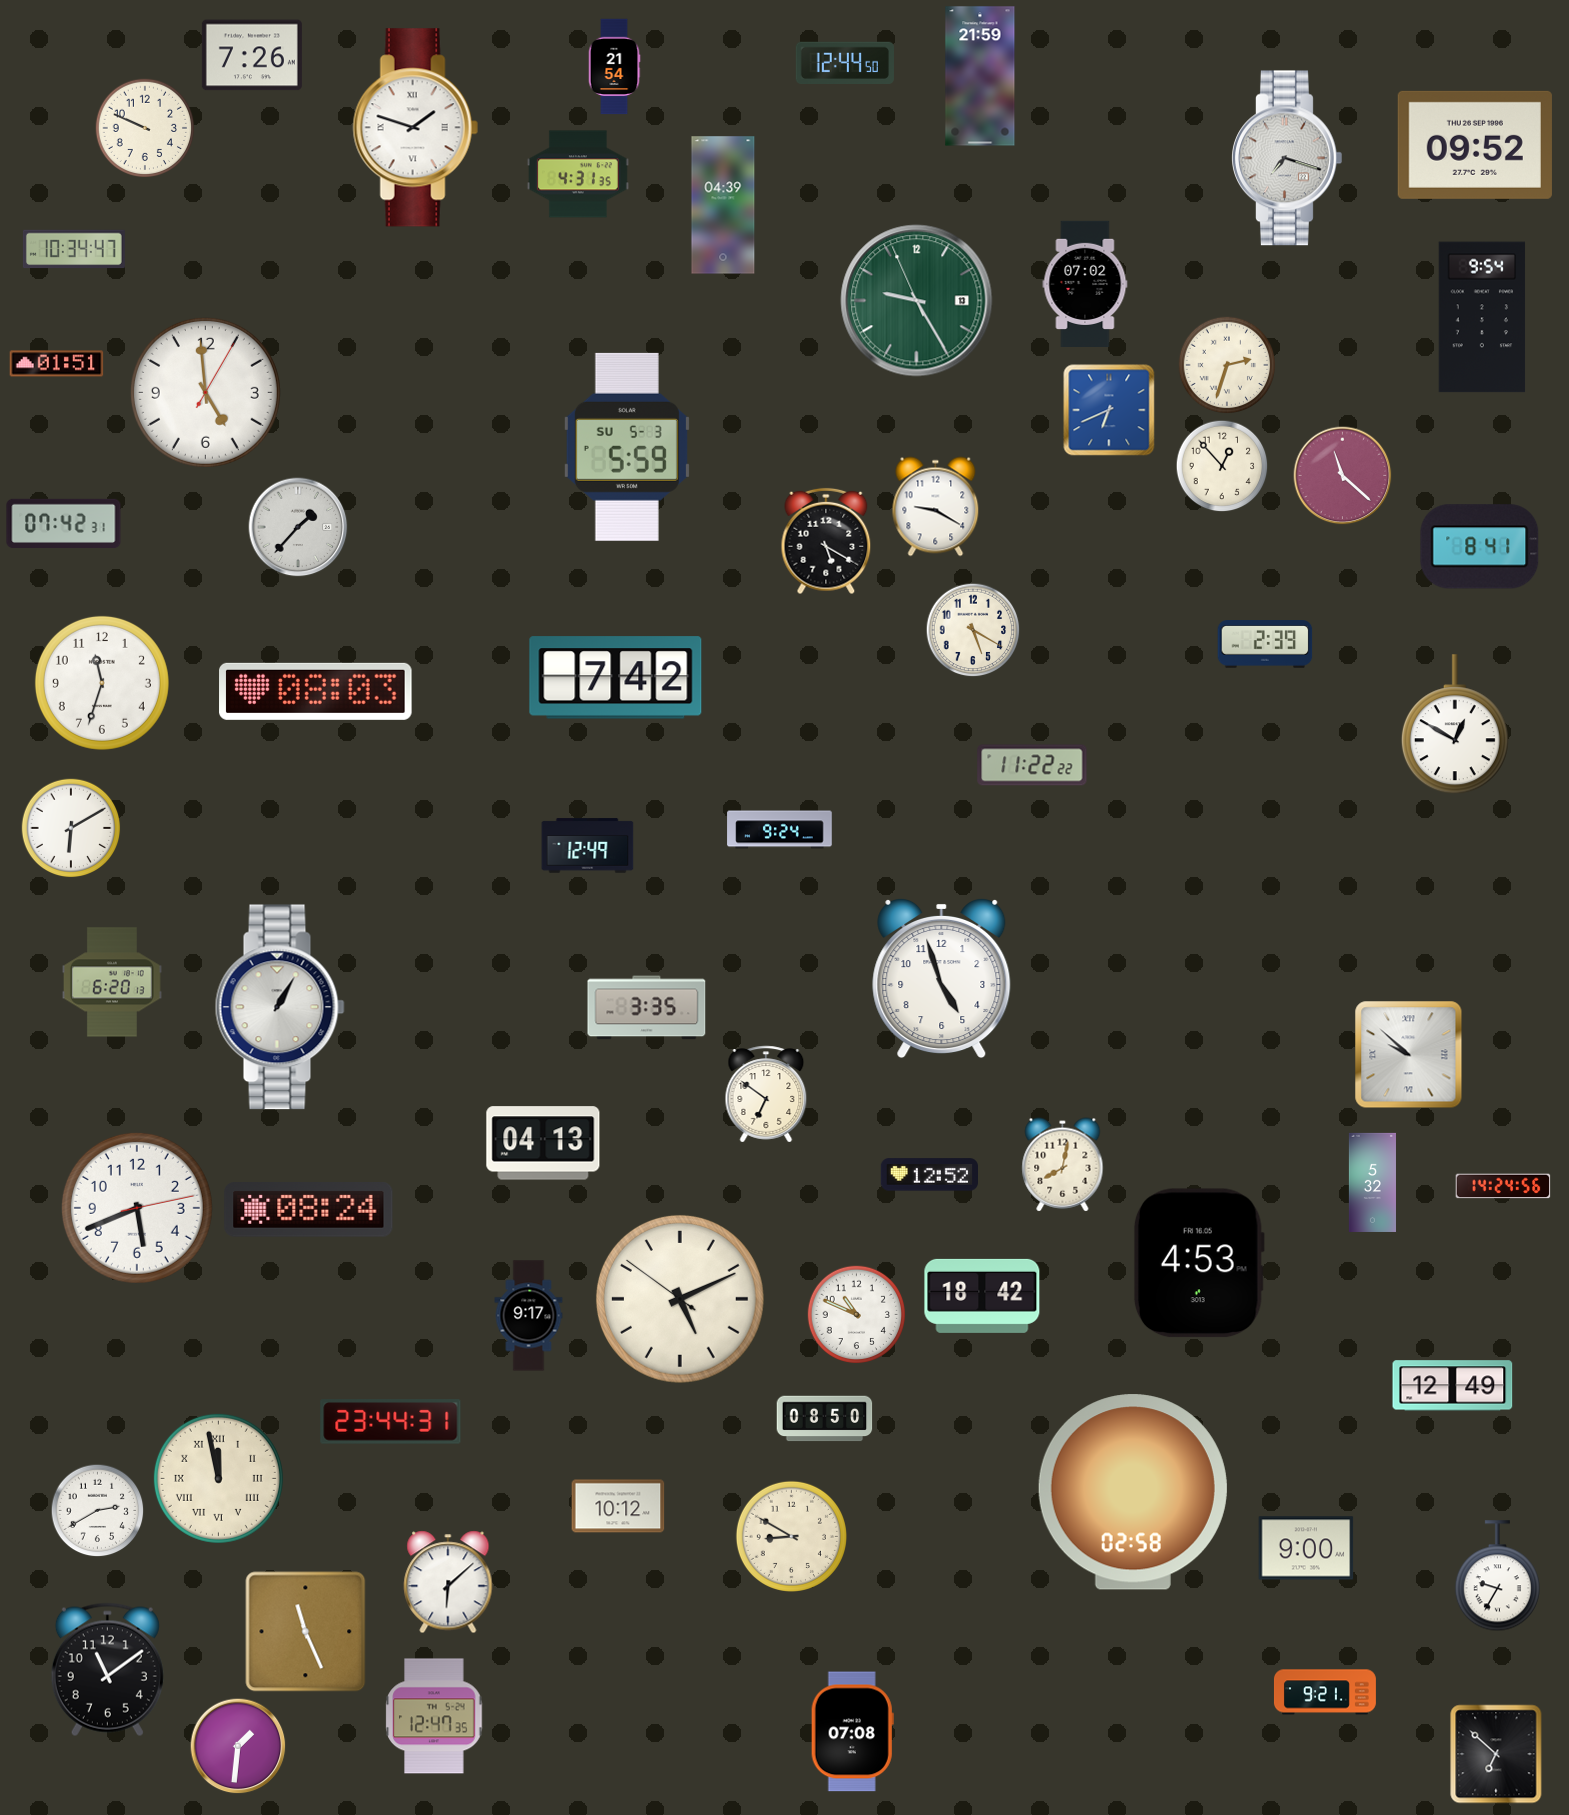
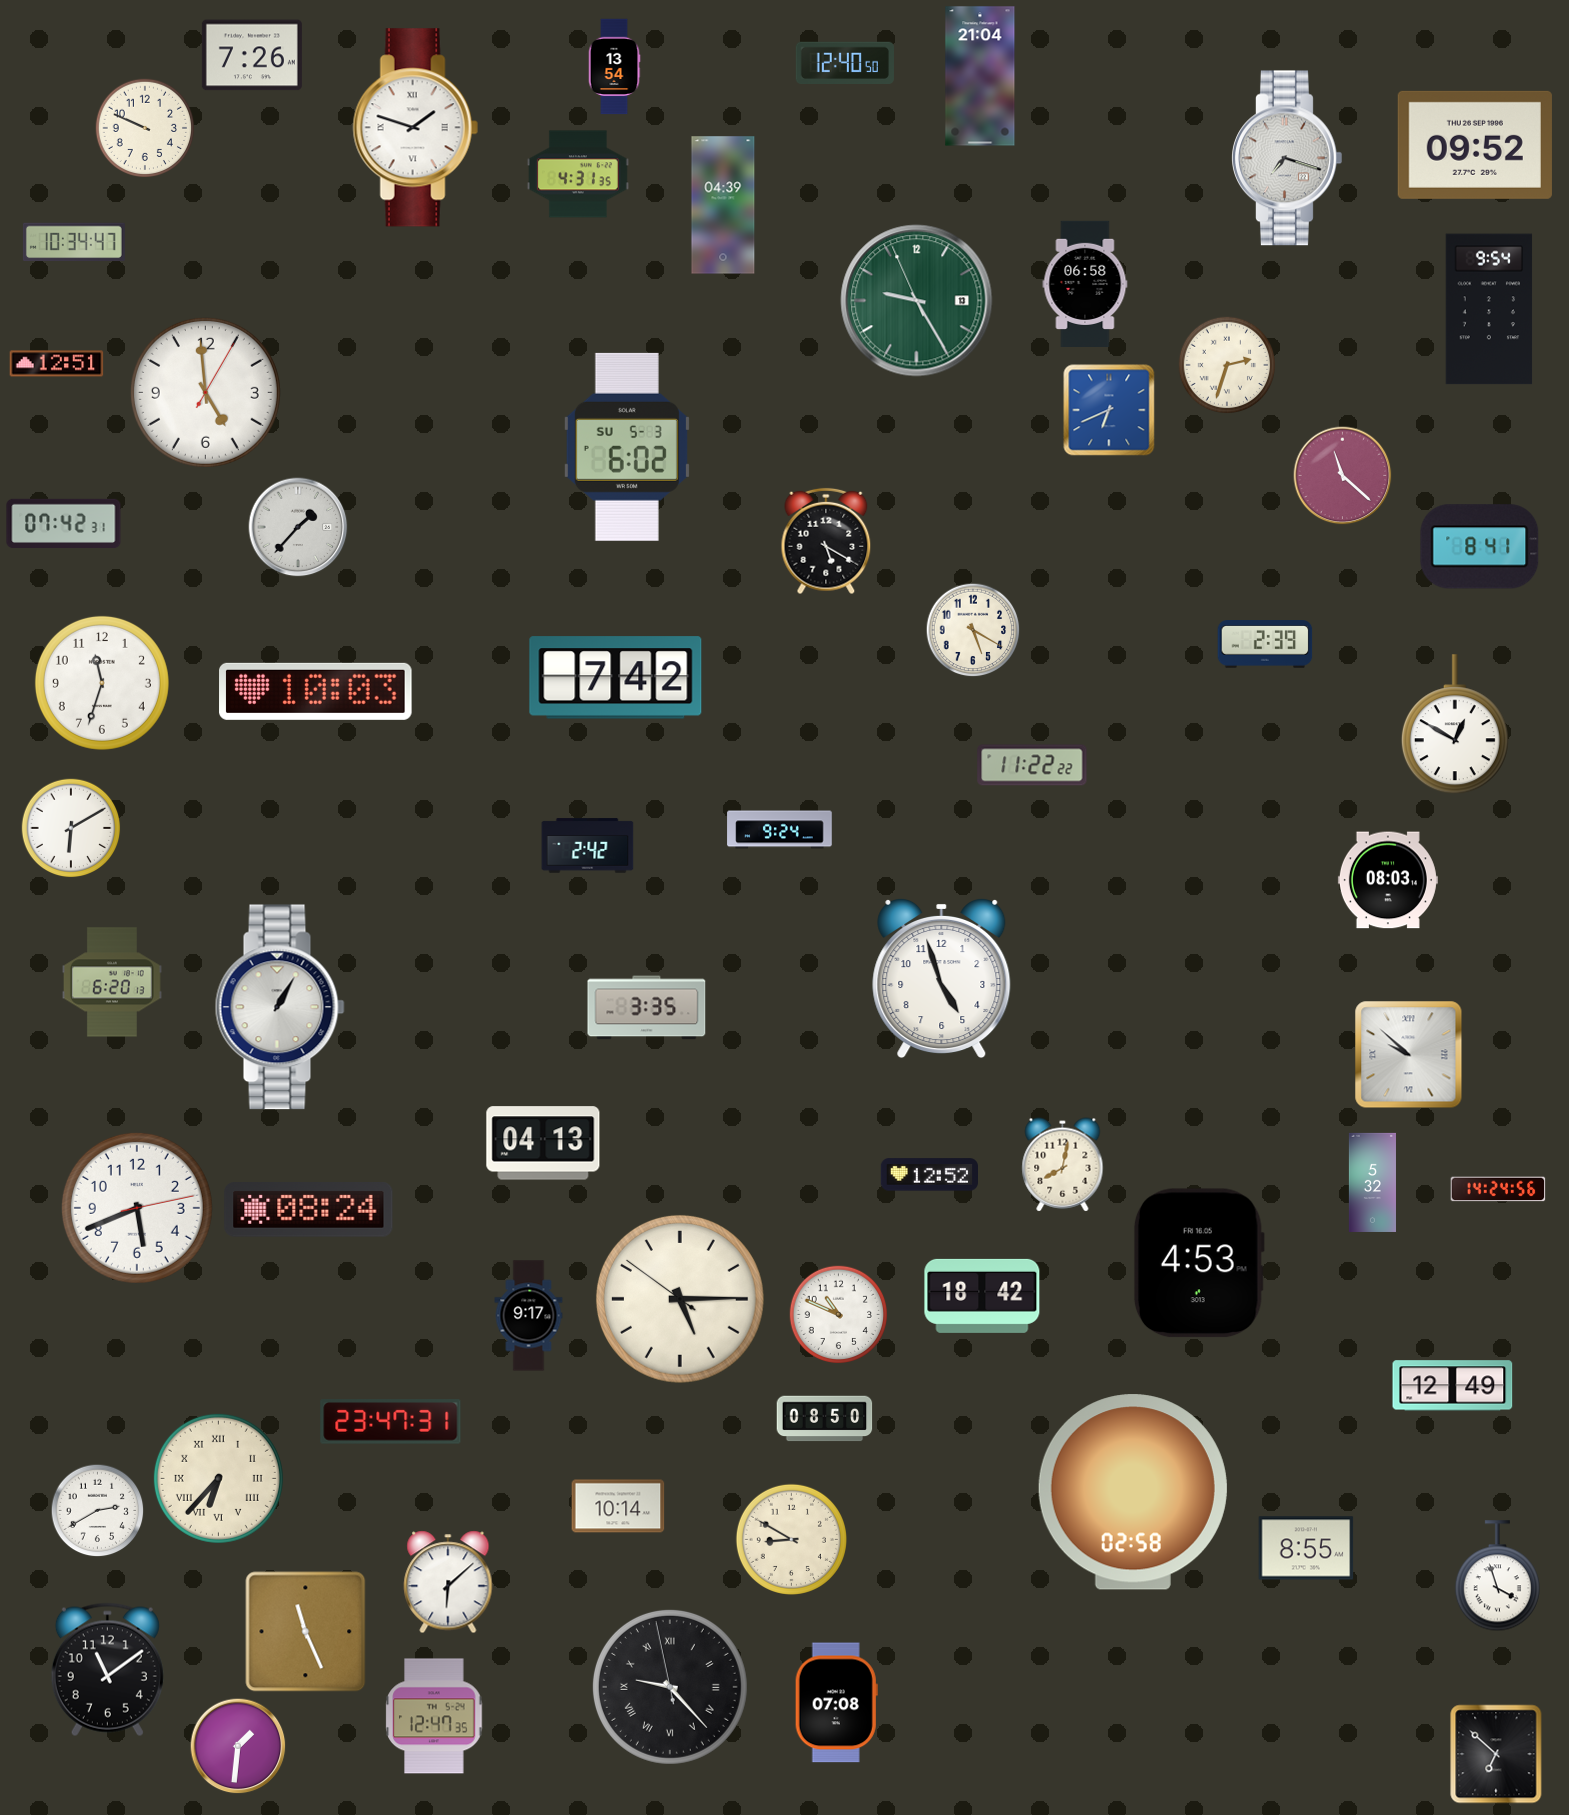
clock at (845, 62): 12:44 -> 12:40
clock at (614, 67): 21:54 -> 13:54
clock at (980, 76): 21:59 -> 21:04
clock at (74, 249) position: (74, 249) -> (74, 242)
clock at (1085, 283): 07:02 -> 06:58
clock at (1482, 317) position: (1482, 317) -> (1489, 309)
clock at (57, 364): 01:51 -> 12:51
clock at (627, 447): 5:59 -> 6:02
clock at (1222, 466): 12:53 -> none
clock at (936, 507): 9:20 -> none
clock at (316, 691): 08:03 -> 10:03
clock at (588, 846): 12:49 -> 2:42
clock at (1388, 880): none -> 08:03
clock at (766, 1094): 6:51 -> none
clock at (1503, 1186) position: (1503, 1186) -> (1498, 1189)
clock at (680, 1299): 5:10 -> 5:14
clock at (857, 1315) position: (857, 1315) -> (839, 1315)
clock at (391, 1422): 23:44 -> 23:47
clock at (218, 1478): 11:58 -> 6:37
clock at (618, 1506): 10:12 -> 10:14
clock at (791, 1536) position: (791, 1536) -> (791, 1539)
clock at (1306, 1548): 9:00 -> 8:55
clock at (1497, 1576): 9:35 -> 3:57
clock at (670, 1687): none -> 9:22
clock at (1325, 1692): 9:21 -> none
clock at (852, 1732) position: (852, 1732) -> (836, 1703)
